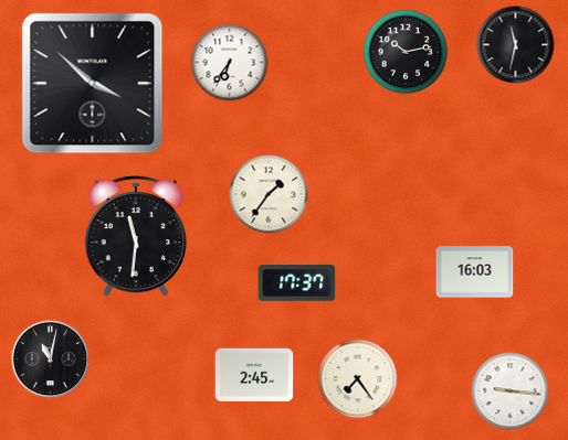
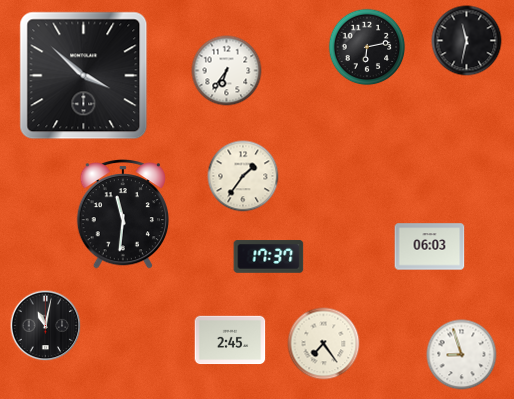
clock at (406, 52): 10:13 -> 6:13
clock at (230, 63) position: (230, 63) -> (227, 71)
clock at (475, 272): 16:03 -> 06:03
clock at (511, 391): 9:16 -> 8:57
